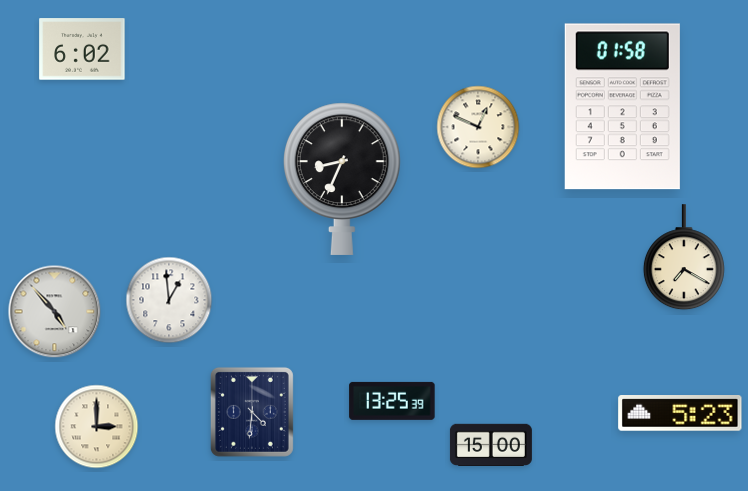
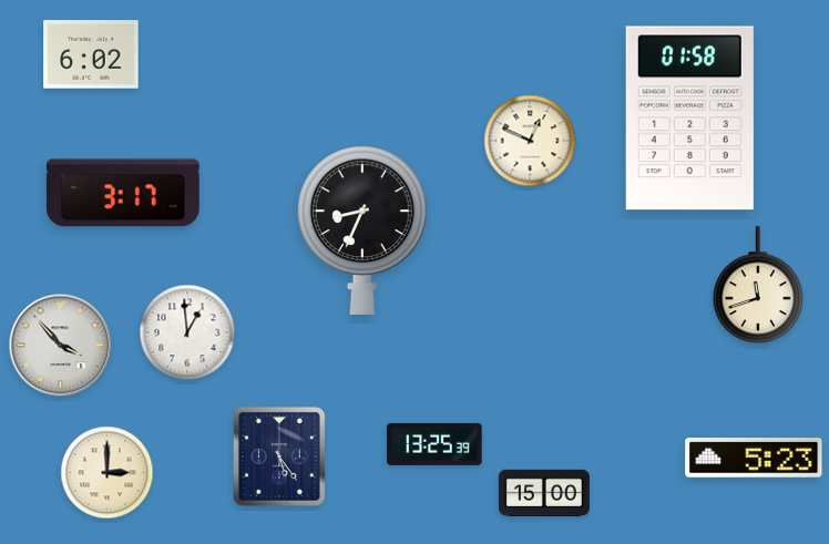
clock at (123, 193): none -> 3:17
clock at (342, 179) position: (342, 179) -> (362, 230)
clock at (684, 258): 7:20 -> 11:42
clock at (55, 312): 4:53 -> 3:53
clock at (252, 412): 4:31 -> 5:24
